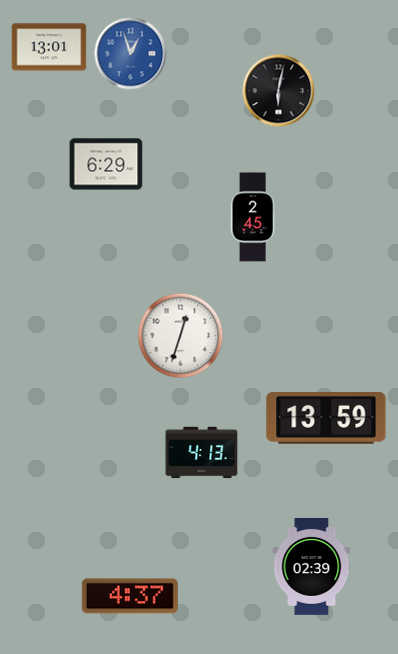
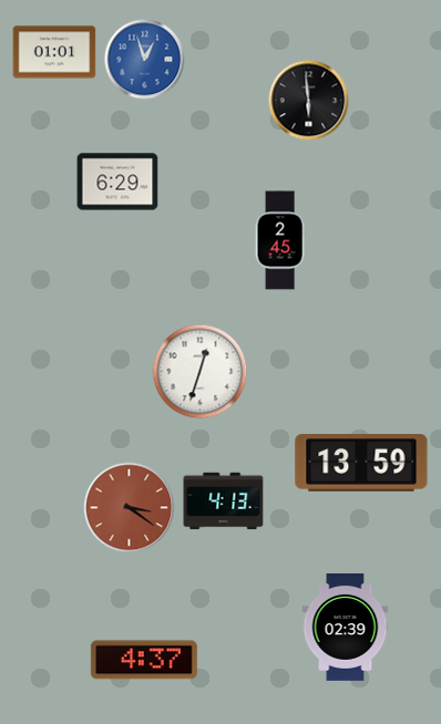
clock at (49, 47): 13:01 -> 01:01
clock at (279, 91): 6:02 -> 5:59
clock at (130, 508): none -> 3:21
